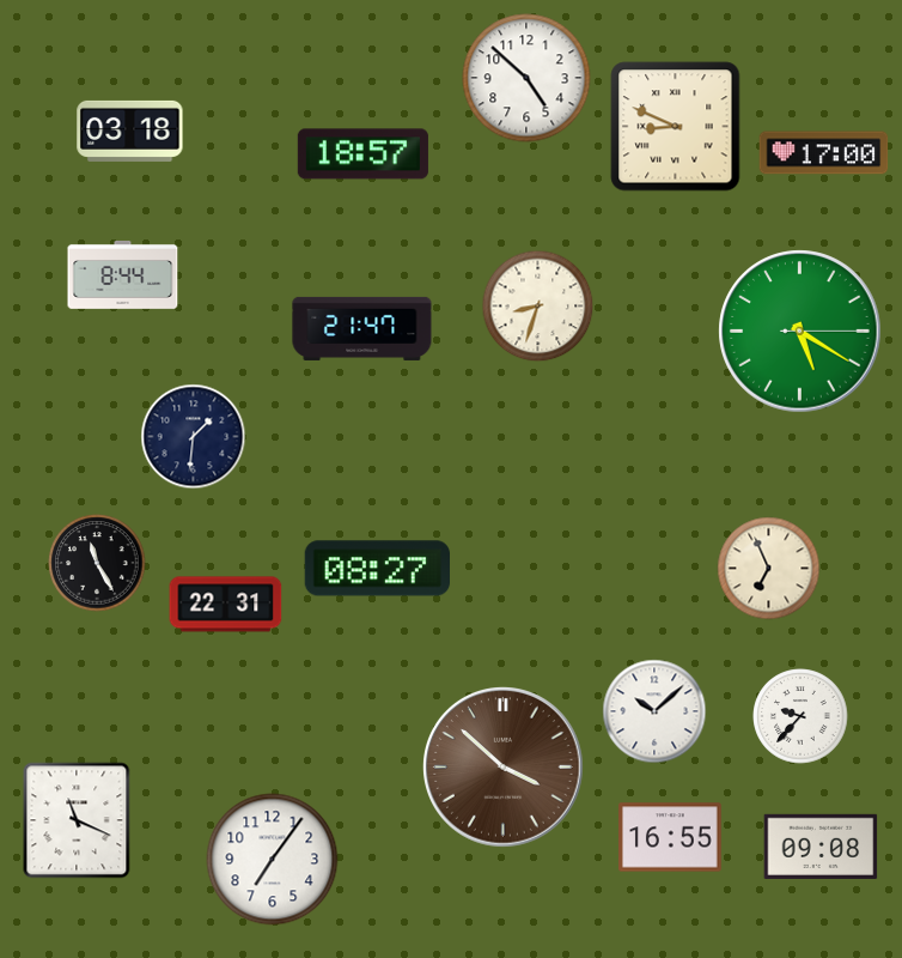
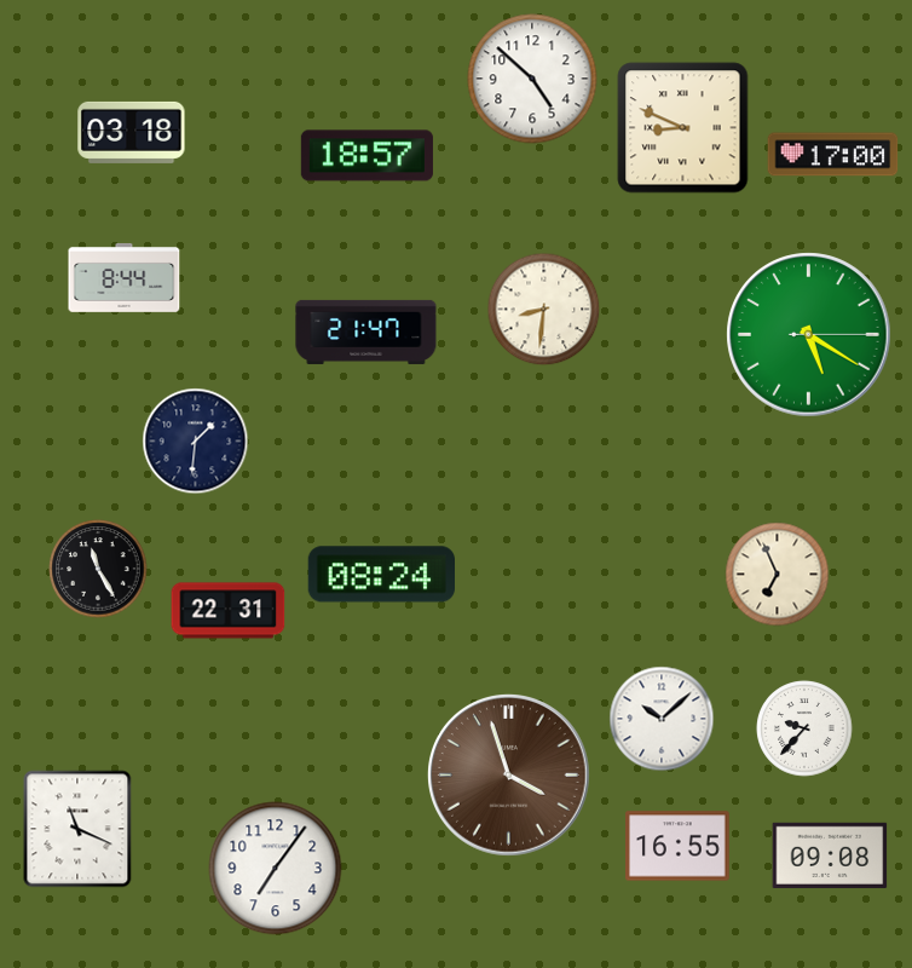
clock at (538, 307): 8:33 -> 8:31
clock at (377, 569): 08:27 -> 08:24
clock at (800, 716) position: (800, 716) -> (804, 728)
clock at (504, 768): 3:52 -> 3:57
